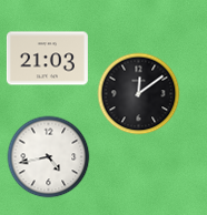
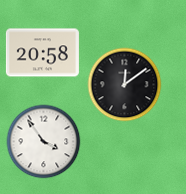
clock at (47, 59): 21:03 -> 20:58
clock at (49, 157): 4:43 -> 3:54
